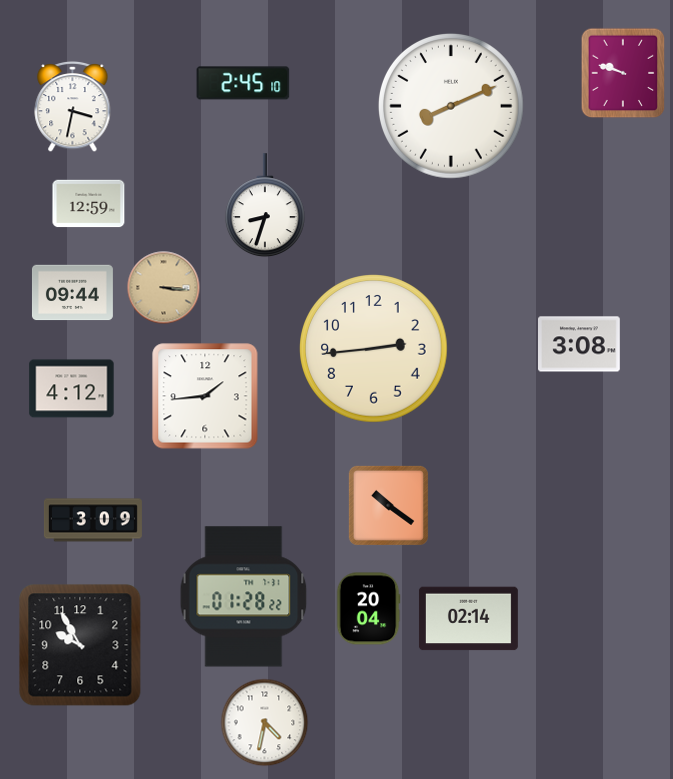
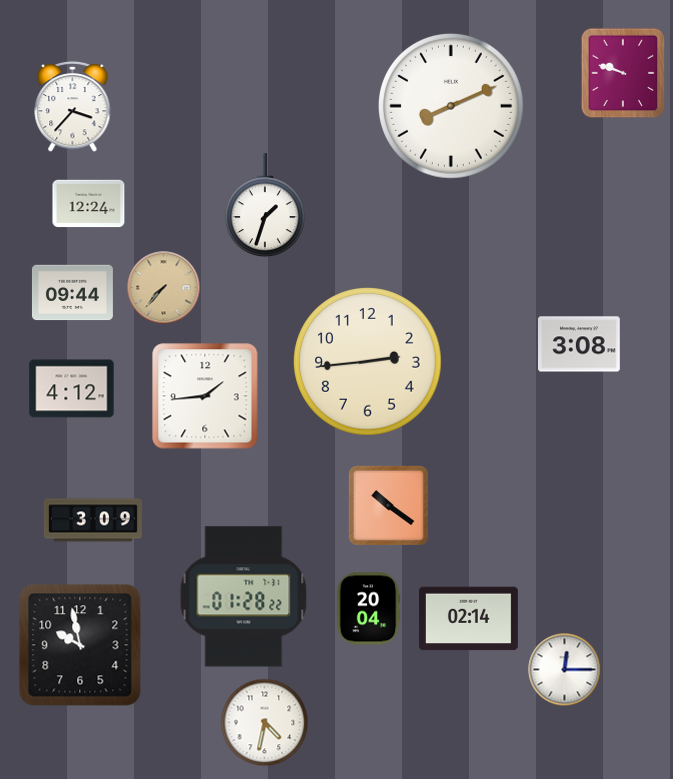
clock at (243, 83): 2:45 -> none
clock at (73, 106): 3:32 -> 3:37
clock at (89, 204): 12:59 -> 12:24
clock at (265, 206): 8:33 -> 1:33
clock at (164, 288): 3:16 -> 7:37
clock at (374, 349) position: (374, 349) -> (368, 362)
clock at (80, 645): 9:55 -> 9:58
clock at (565, 670): none -> 12:15
